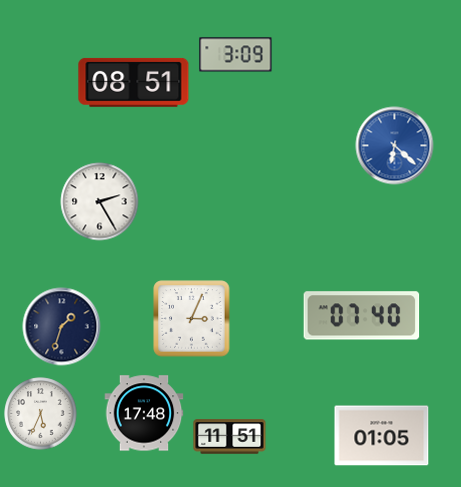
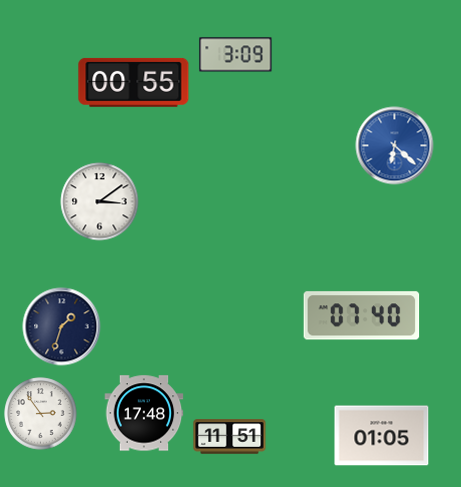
clock at (134, 82): 08:51 -> 00:55
clock at (100, 202): 2:25 -> 3:09
clock at (192, 319): 3:04 -> none
clock at (41, 414): 5:34 -> 2:54
